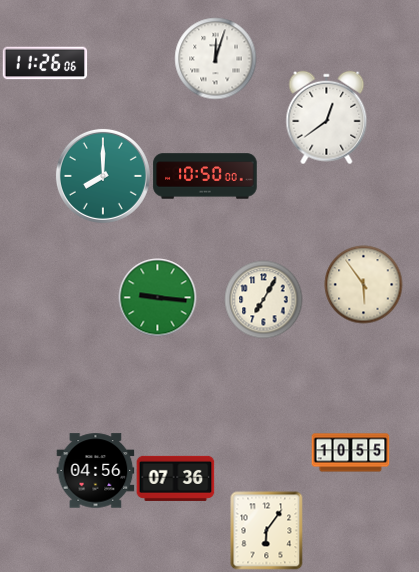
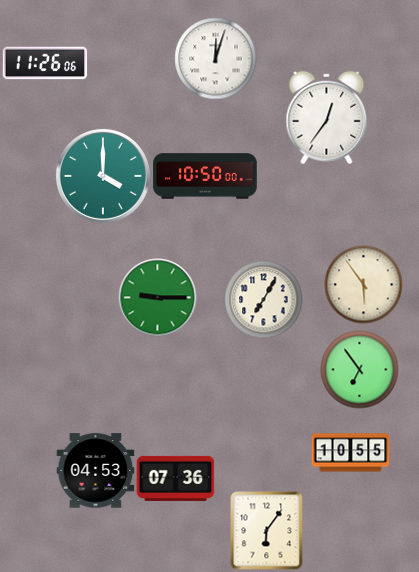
clock at (327, 117): 12:39 -> 12:36
clock at (103, 176): 8:00 -> 4:00
clock at (157, 297): 9:16 -> 9:15
clock at (359, 369): none -> 6:54
clock at (95, 471): 04:56 -> 04:53
